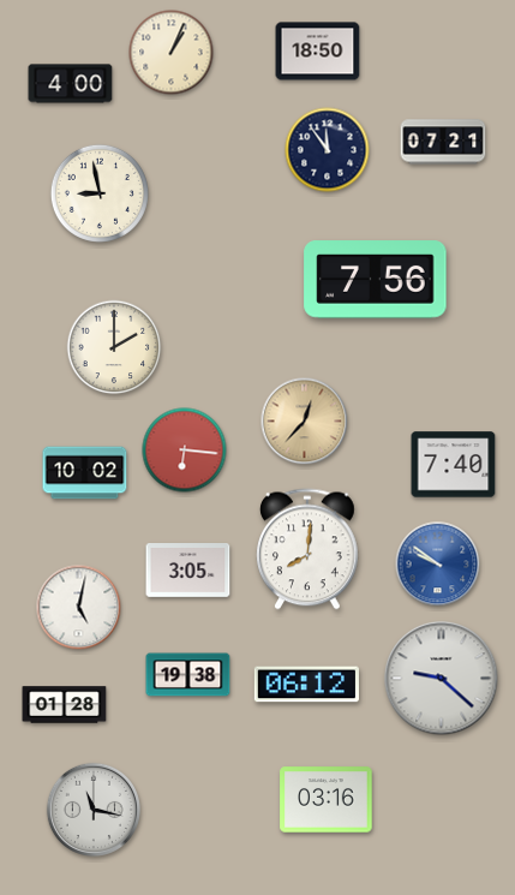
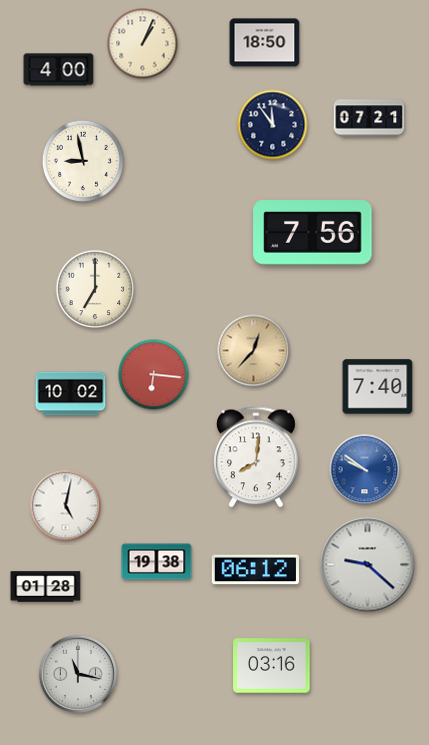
clock at (114, 347): 2:00 -> 7:00
clock at (188, 571): 3:05 -> none
clock at (65, 705) position: (65, 705) -> (46, 587)
